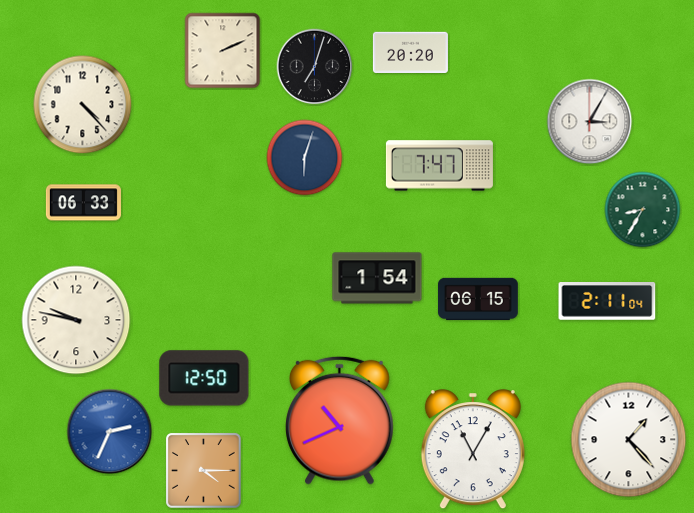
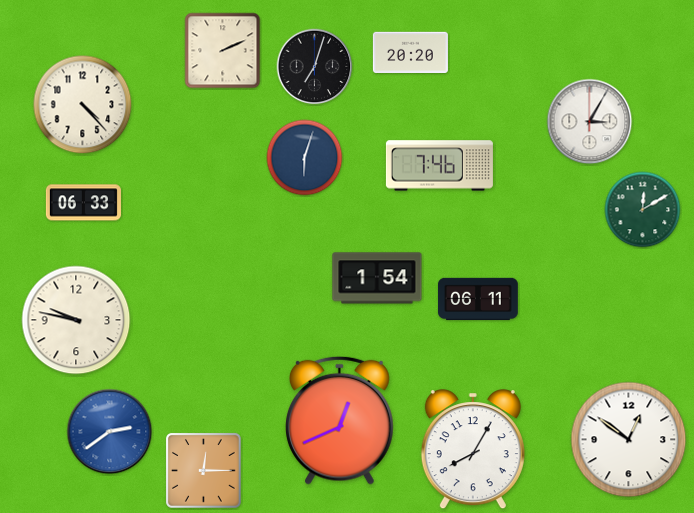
clock at (439, 166): 7:47 -> 7:46
clock at (643, 210): 8:35 -> 12:10
clock at (478, 298): 06:15 -> 06:11
clock at (607, 302): 2:11 -> none
clock at (204, 378): 12:50 -> none
clock at (340, 420): 10:41 -> 12:41
clock at (110, 432): 2:34 -> 2:39
clock at (629, 440): 1:23 -> 12:51
clock at (473, 450): 11:05 -> 8:05
clock at (203, 470): 4:15 -> 12:15
